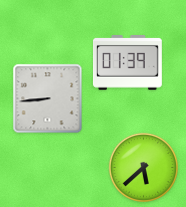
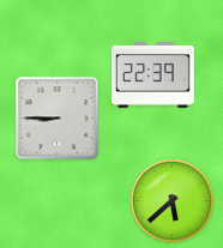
clock at (128, 63): 01:39 -> 22:39
clock at (48, 99): 8:44 -> 8:45
